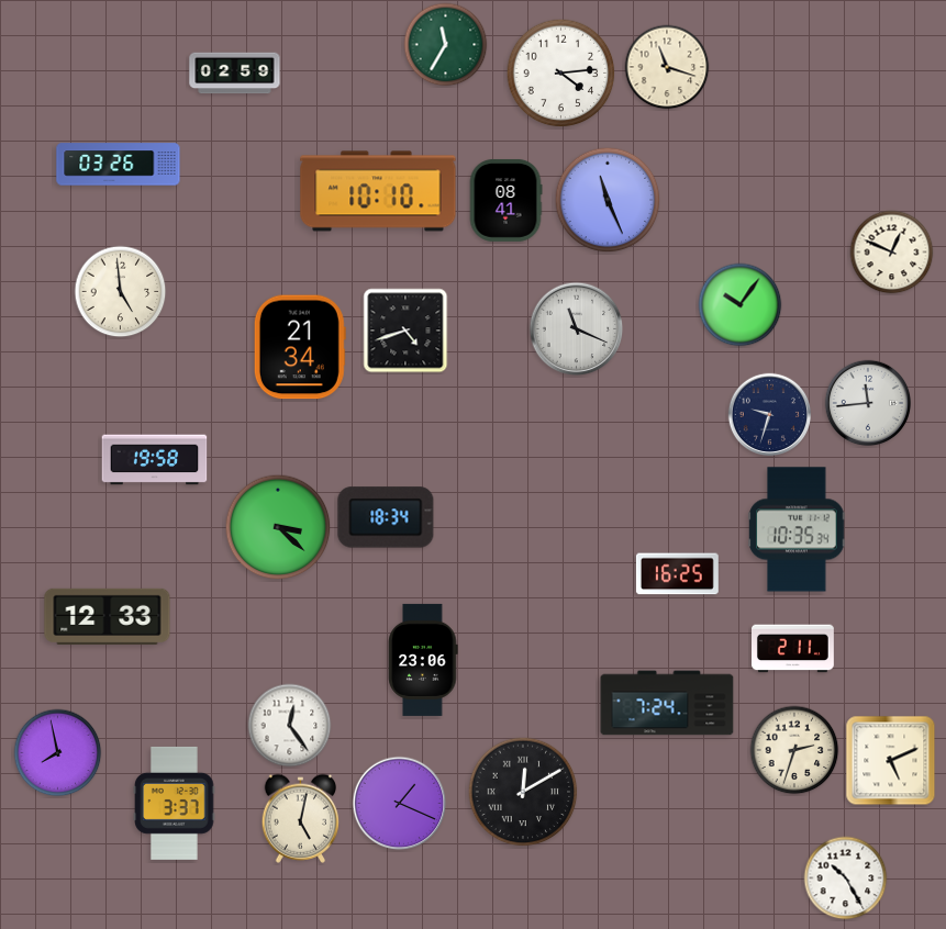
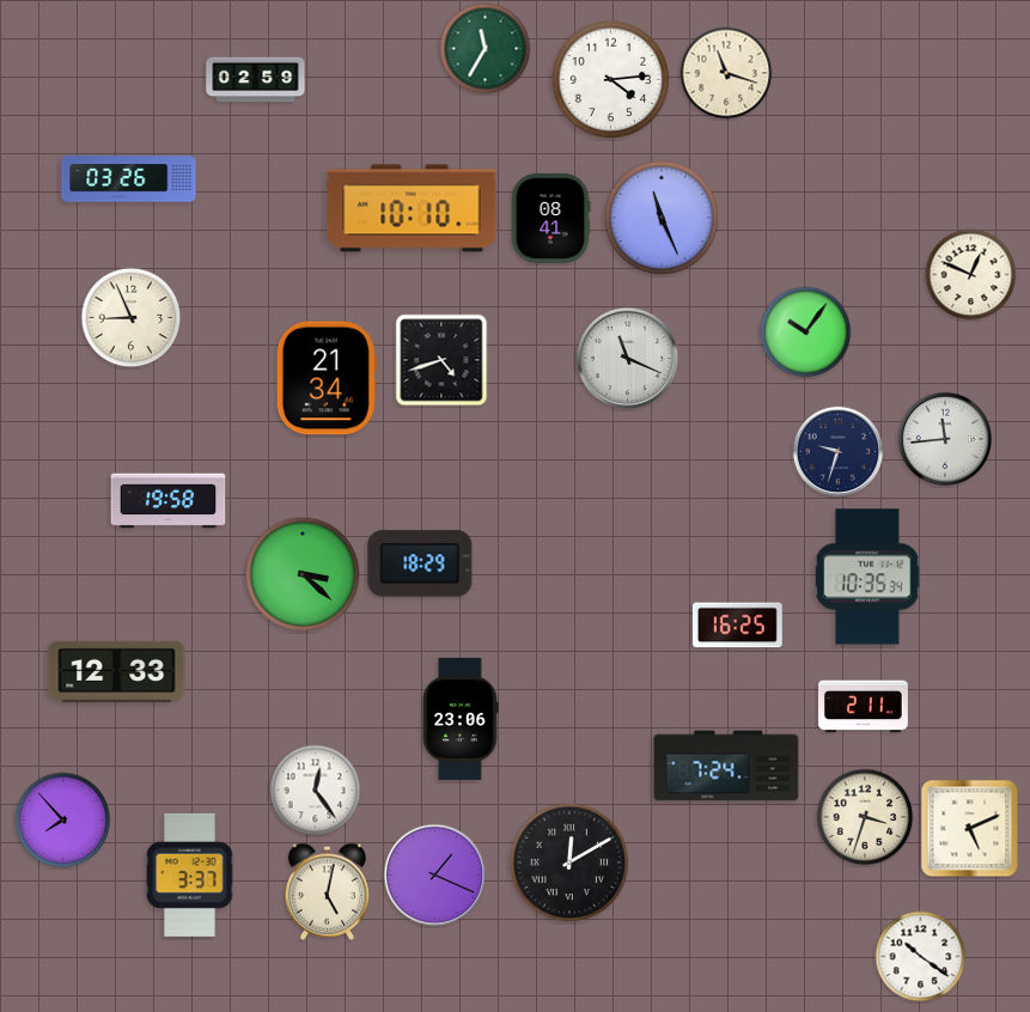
clock at (121, 292): 4:59 -> 8:56
clock at (386, 517): 18:34 -> 18:29
clock at (794, 750): 2:33 -> 3:33
clock at (58, 753): 7:58 -> 7:53
clock at (846, 878): 10:25 -> 10:21
